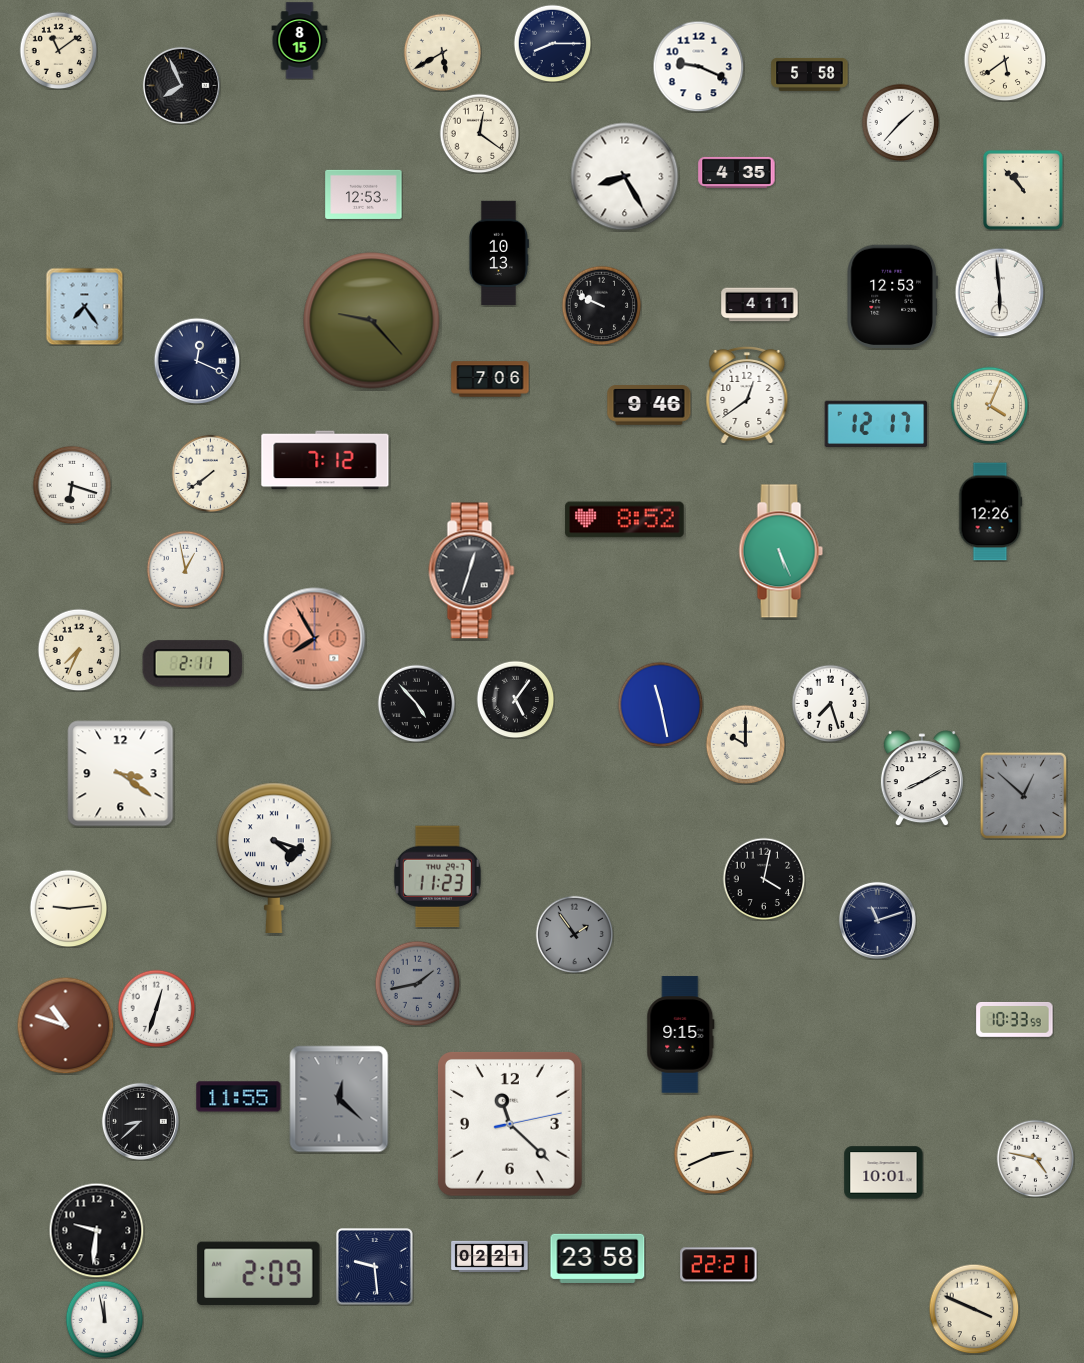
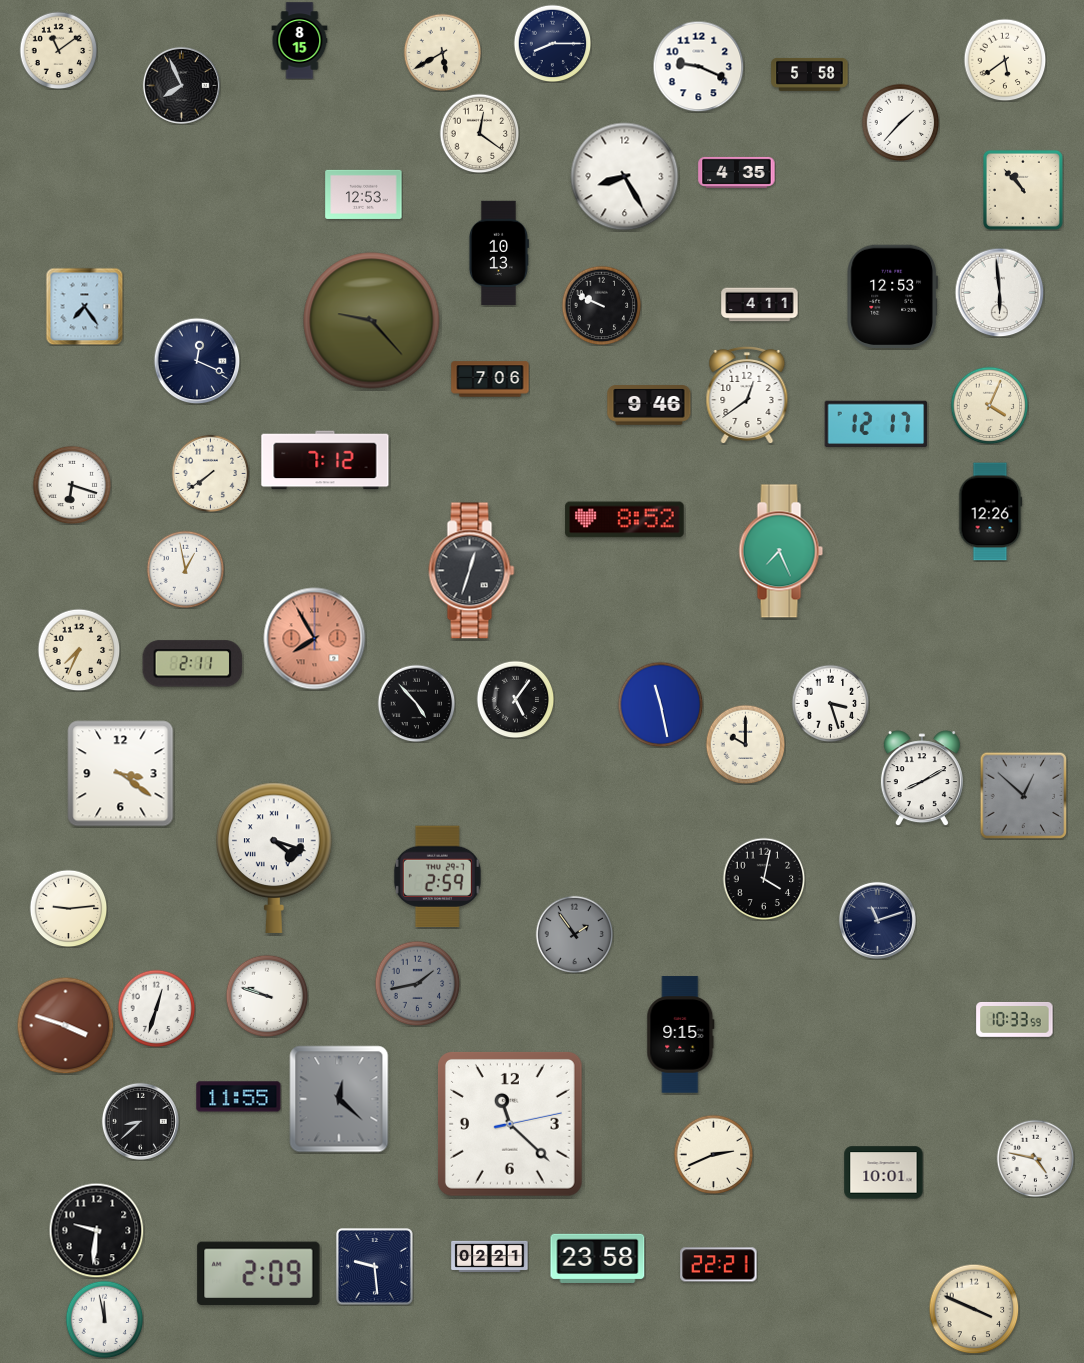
clock at (781, 551): 5:26 -> 7:26
clock at (830, 703): 7:27 -> 3:27
clock at (437, 877): 11:23 -> 2:59
clock at (267, 996): none -> 9:48
clock at (65, 1025): 10:48 -> 3:48
